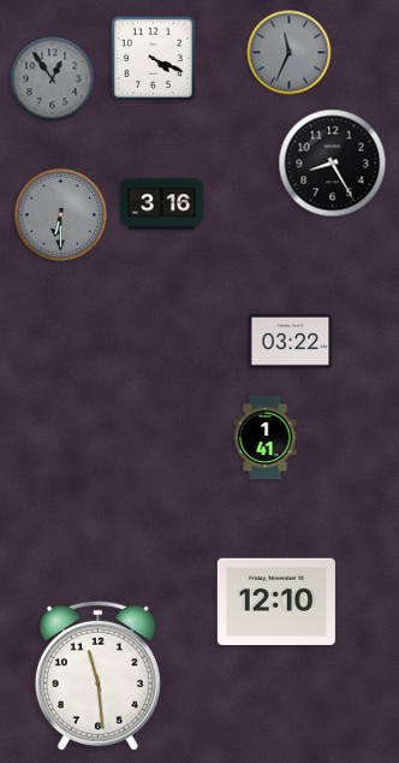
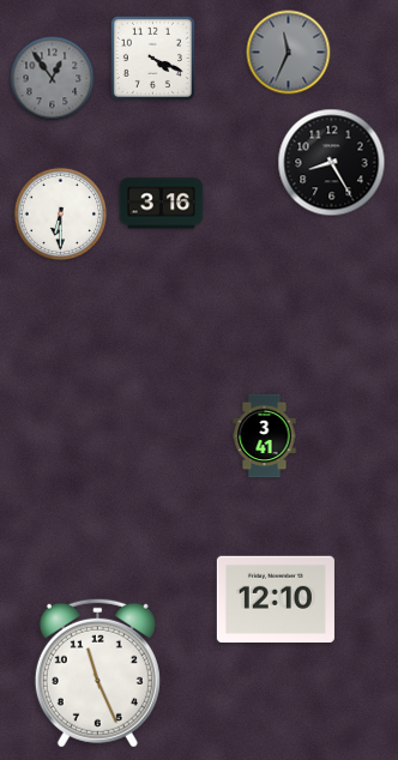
clock at (60, 214) dial: grey -> white
clock at (291, 341): 03:22 -> none
clock at (266, 438): 1:41 -> 3:41
clock at (97, 675): 11:29 -> 11:26
